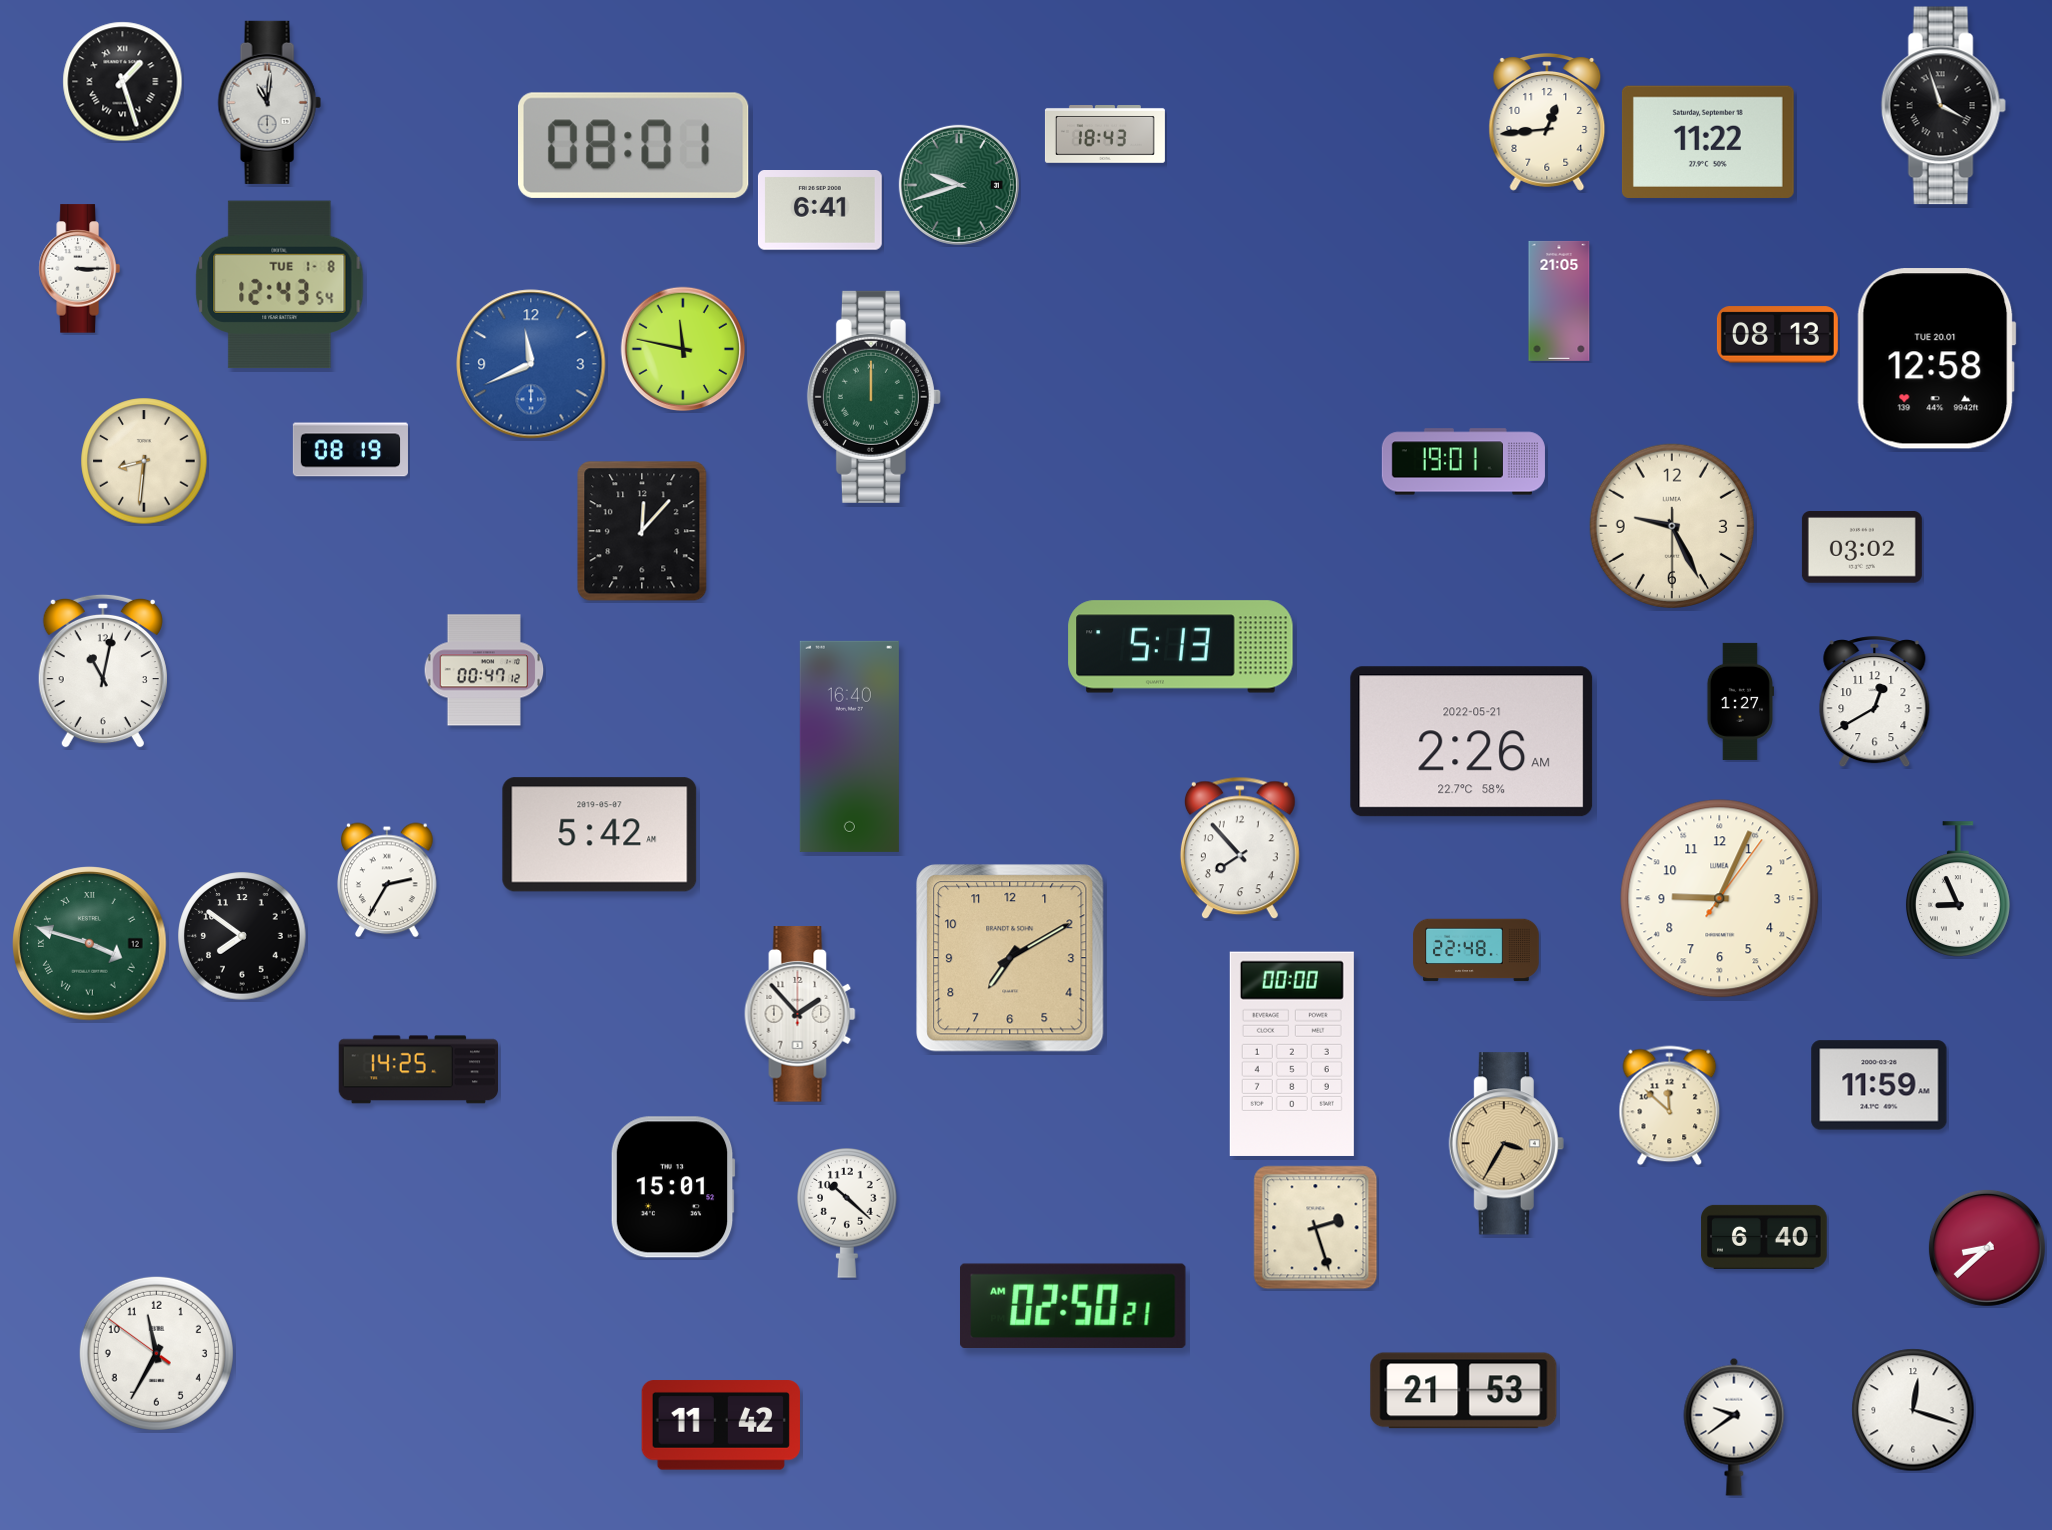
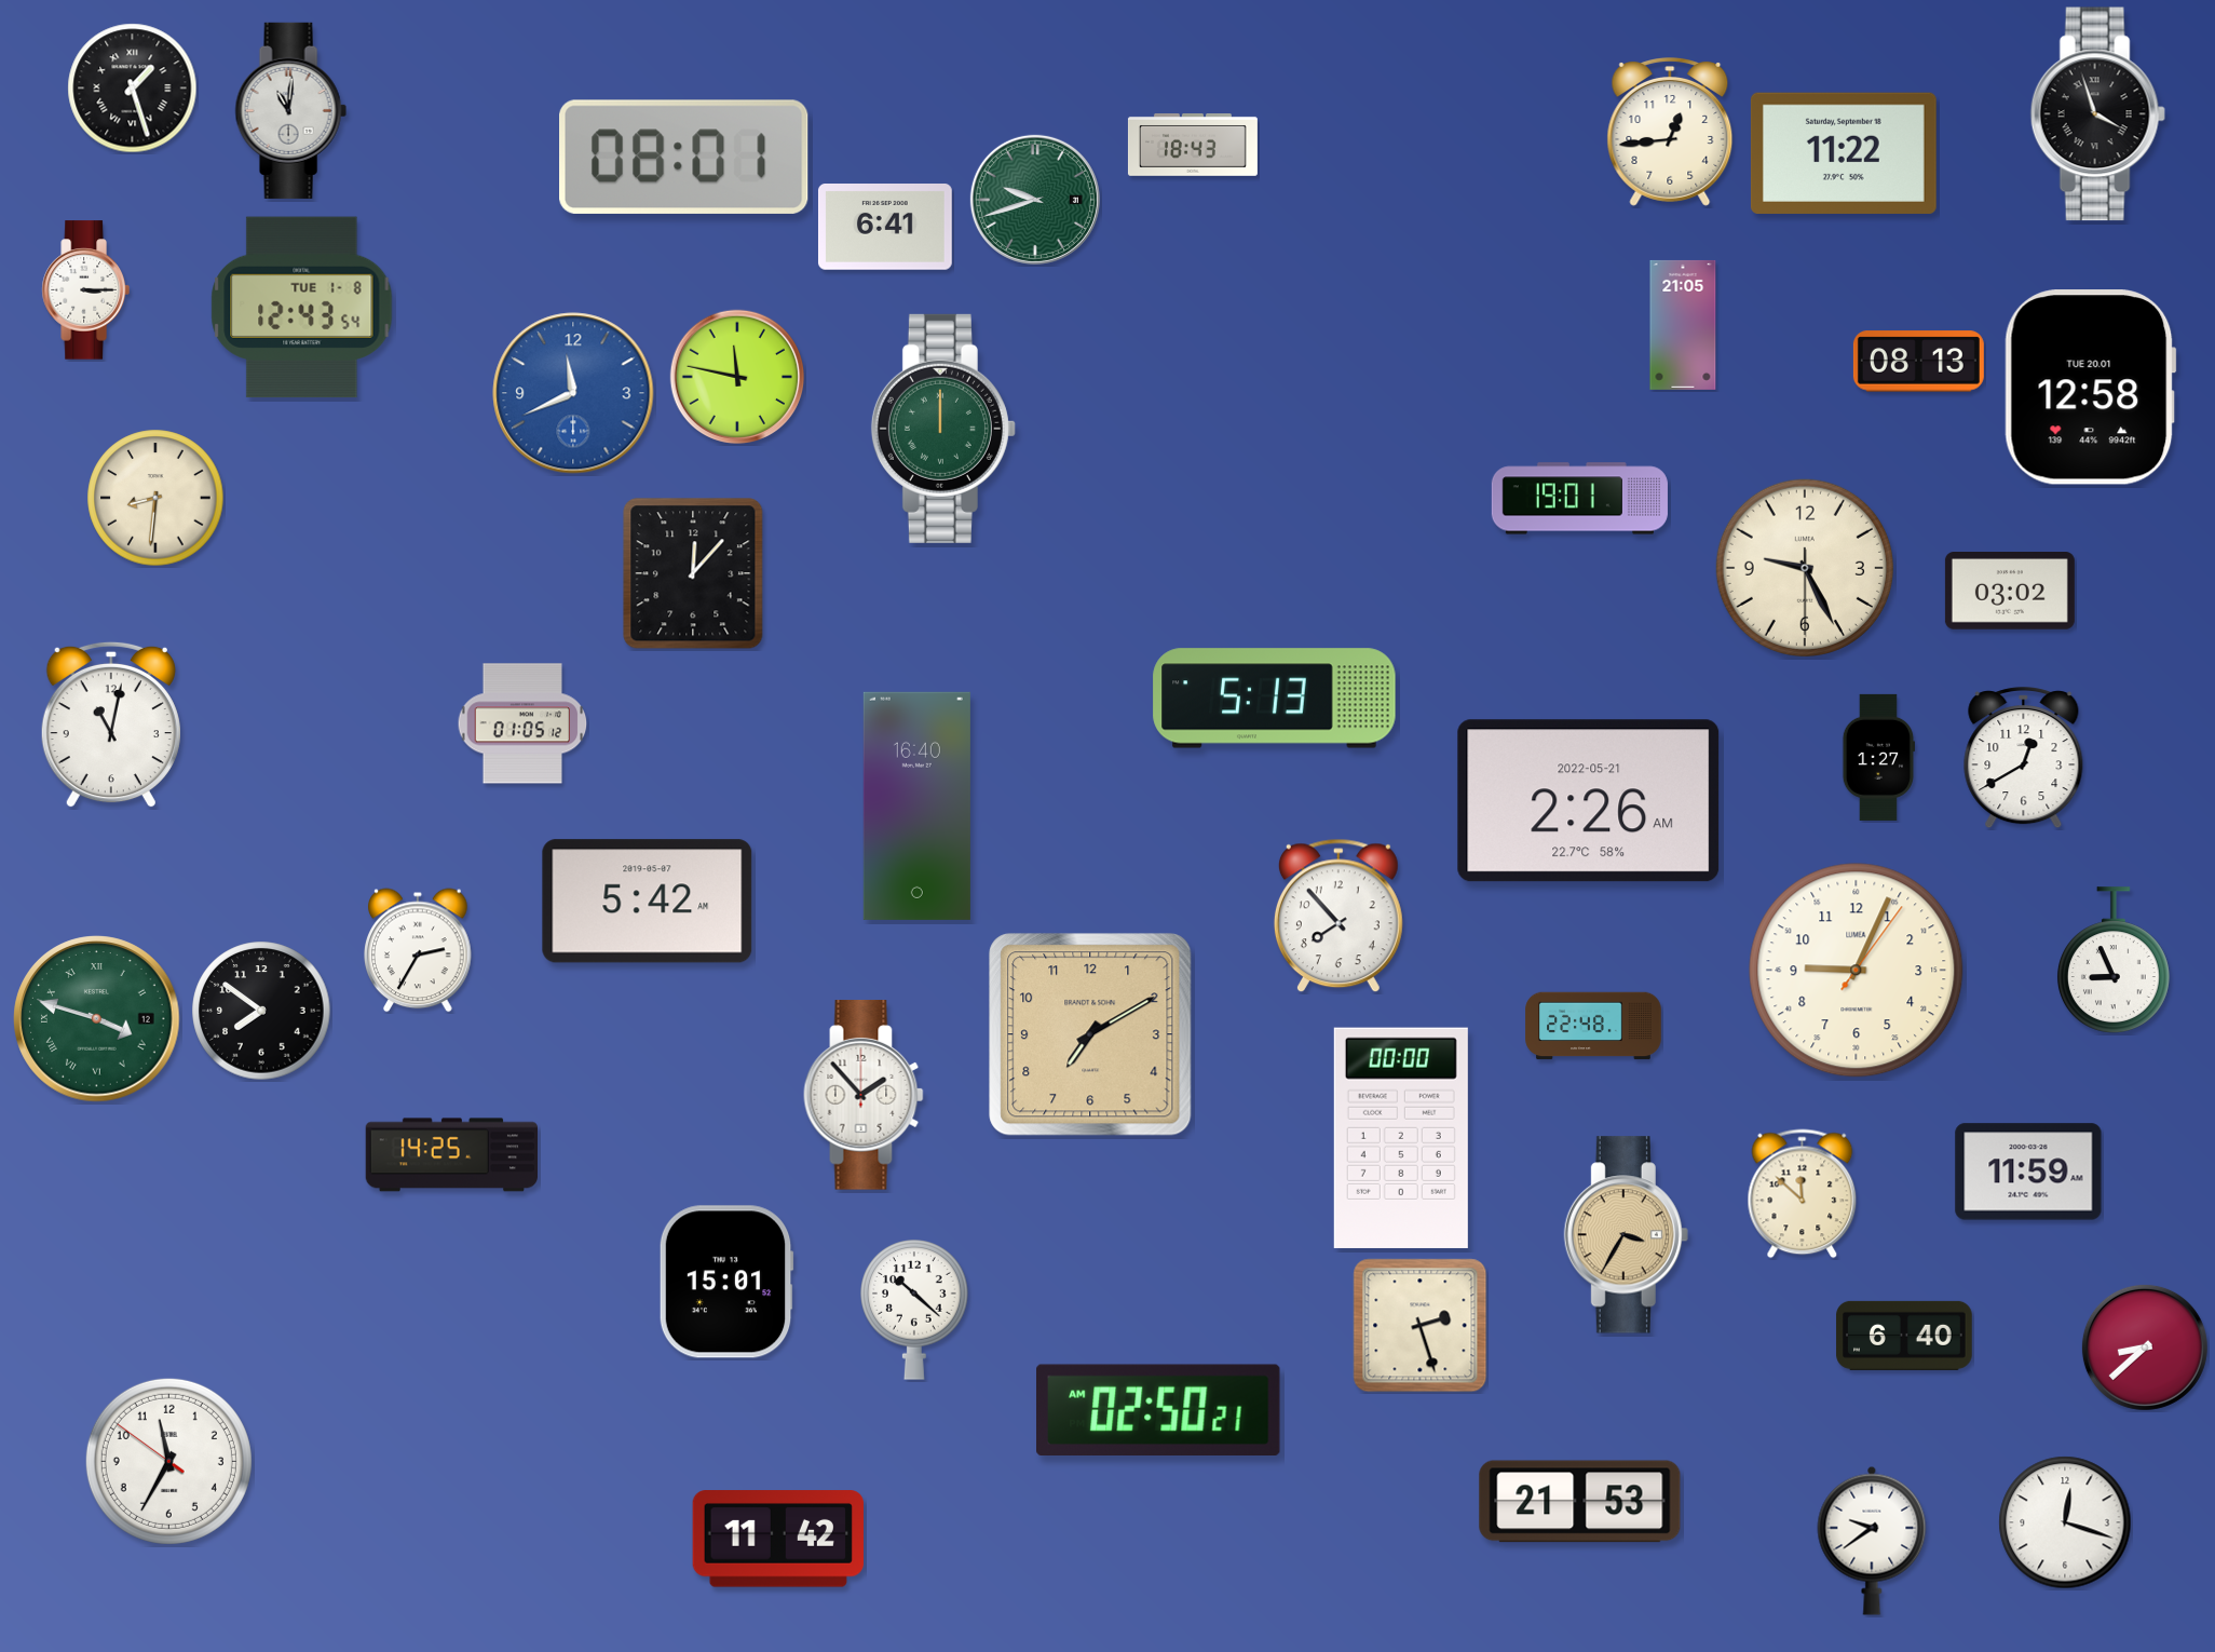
clock at (350, 450): 08:19 -> none
clock at (484, 670): 00:47 -> 01:05
clock at (1292, 1054) position: (1292, 1054) -> (1401, 1138)
